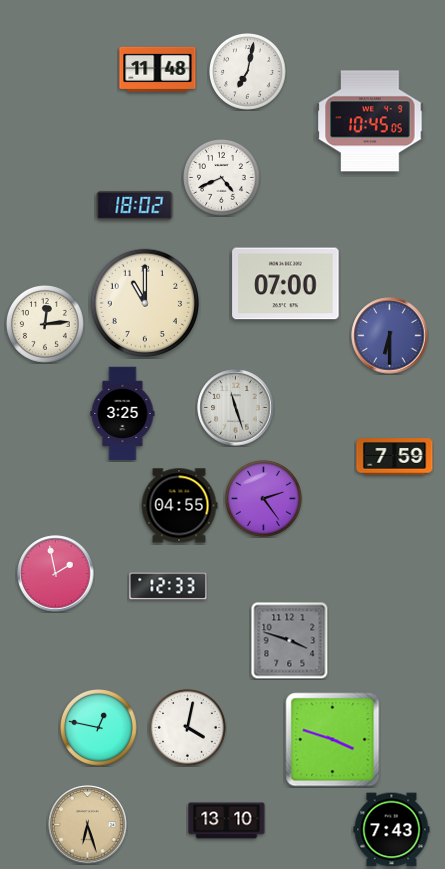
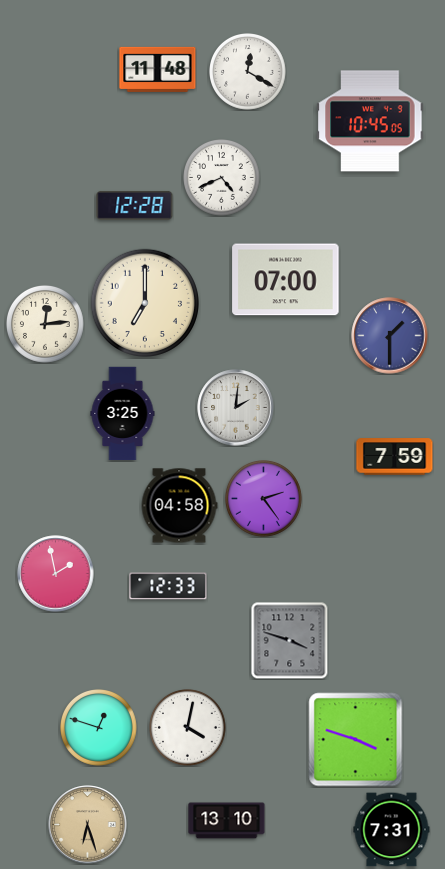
clock at (248, 72): 7:02 -> 12:20
clock at (135, 205): 18:02 -> 12:28
clock at (286, 284) position: (286, 284) -> (286, 280)
clock at (144, 302): 11:00 -> 7:00
clock at (390, 336): 6:30 -> 1:30
clock at (236, 408): 11:27 -> 2:01
clock at (179, 506): 04:55 -> 04:58
clock at (99, 728): 12:47 -> 12:48
clock at (333, 740) position: (333, 740) -> (356, 740)
clock at (392, 830): 7:43 -> 7:31
